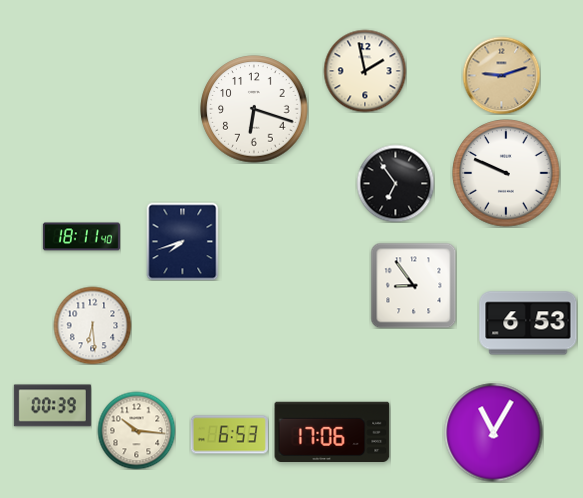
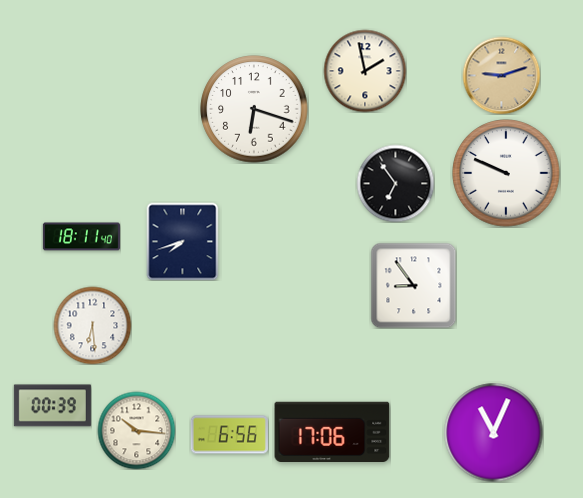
clock at (528, 323): 6:53 -> none
clock at (494, 433): 11:05 -> 11:04
clock at (229, 435): 6:53 -> 6:56
